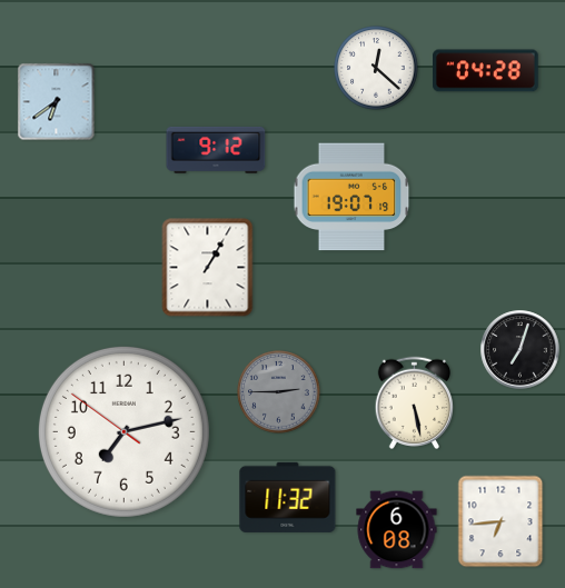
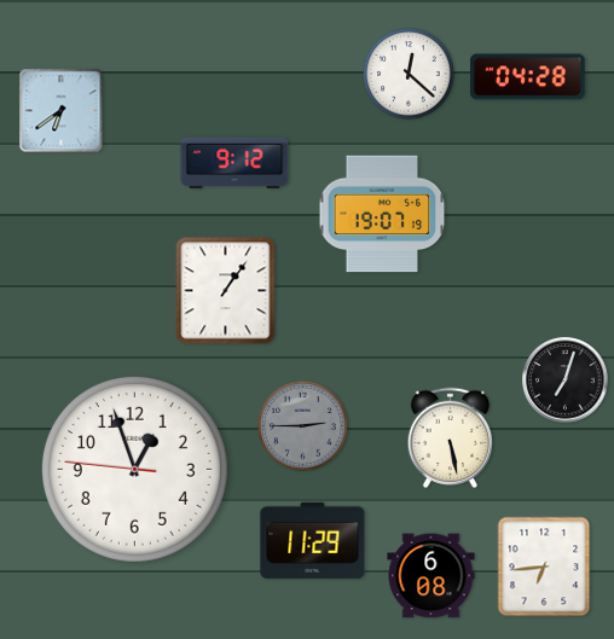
clock at (208, 268): 1:05 -> 1:06
clock at (123, 431): 7:12 -> 12:56
clock at (288, 497): 11:32 -> 11:29
